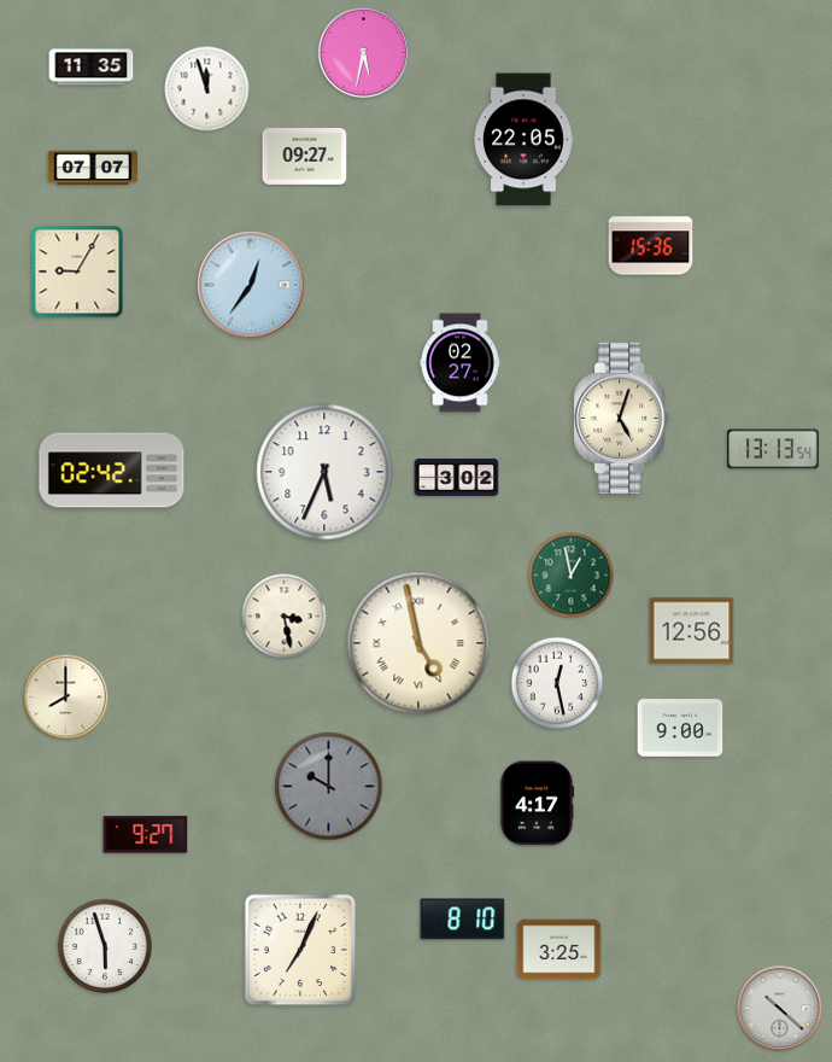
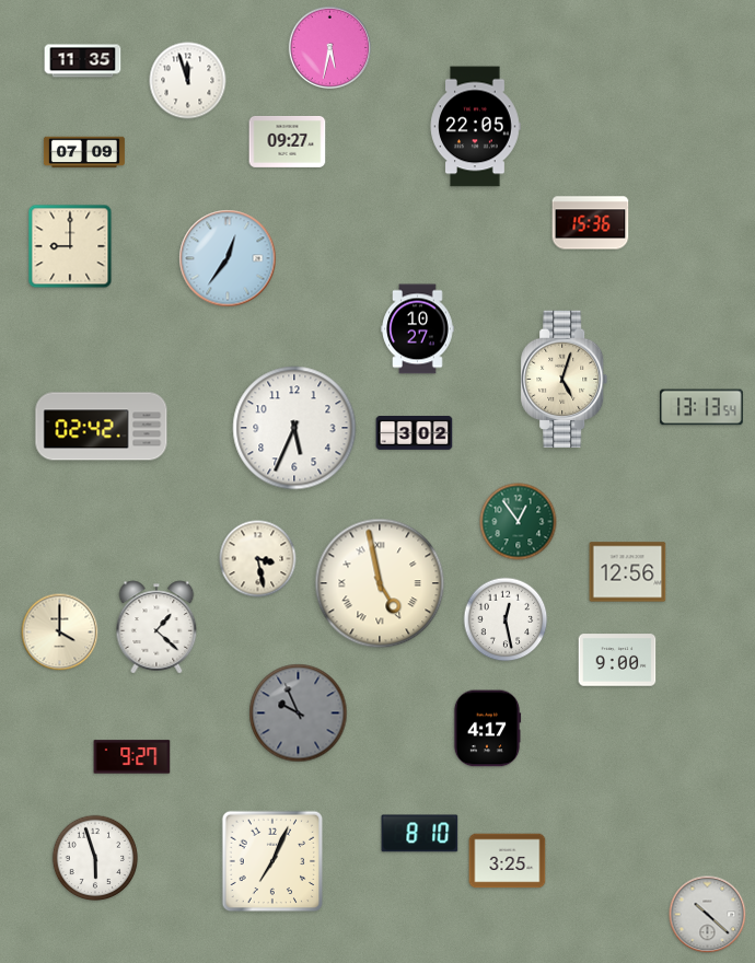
clock at (305, 156) position: (305, 156) -> (288, 141)
clock at (93, 168): 07:07 -> 07:09
clock at (77, 272): 9:05 -> 9:00
clock at (461, 363): 02:27 -> 10:27
clock at (572, 576): 12:58 -> 12:54
clock at (156, 627): none -> 1:22
clock at (66, 698): 8:00 -> 4:00
clock at (329, 787): 10:00 -> 9:56
